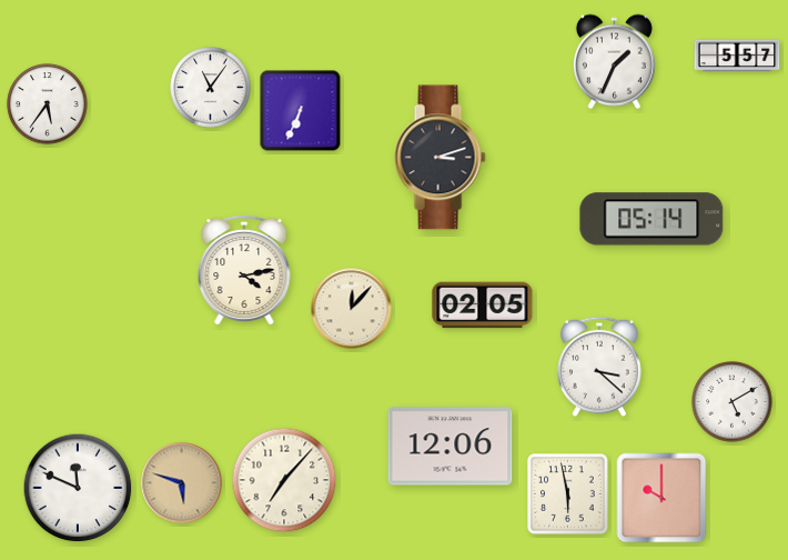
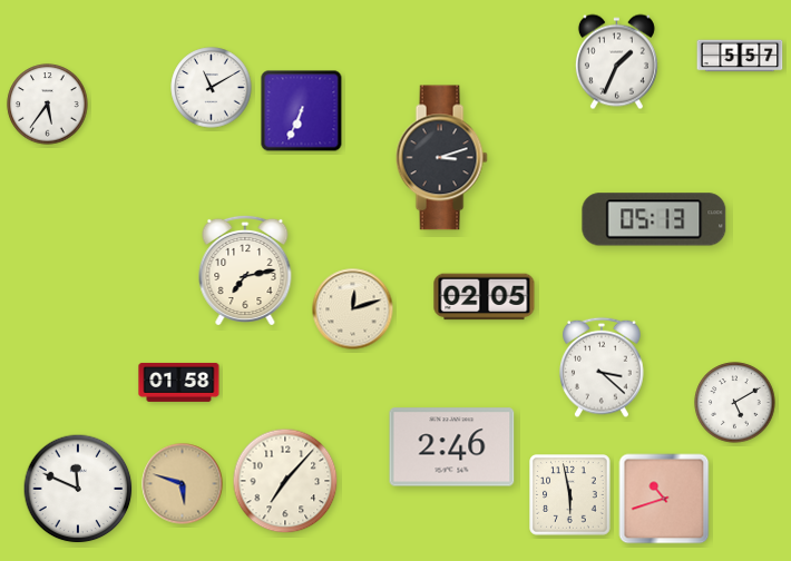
clock at (211, 88): 11:06 -> 11:10
clock at (651, 219): 05:14 -> 05:13
clock at (244, 270): 4:13 -> 7:13
clock at (483, 306) position: (483, 306) -> (485, 297)
clock at (352, 309): 12:07 -> 12:12
clock at (179, 383): none -> 01:58
clock at (451, 447): 12:06 -> 2:46
clock at (661, 498): 10:00 -> 10:42
